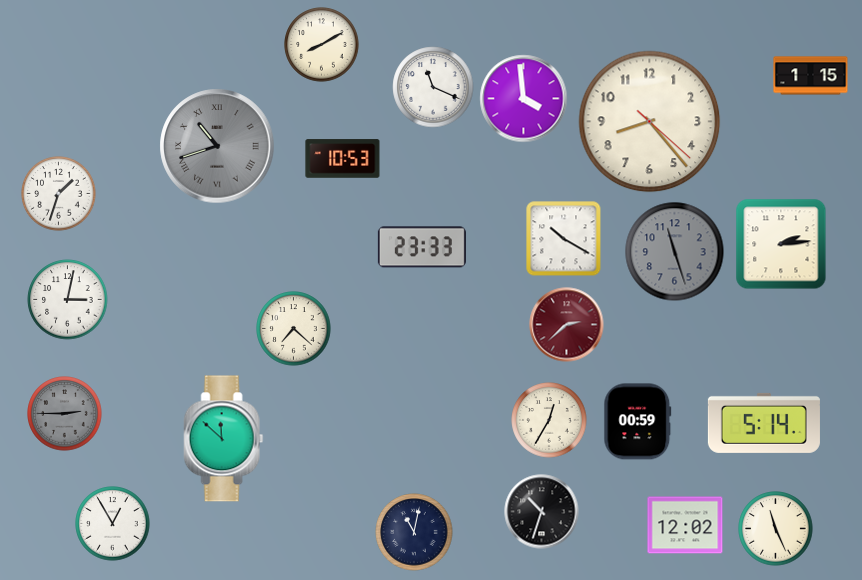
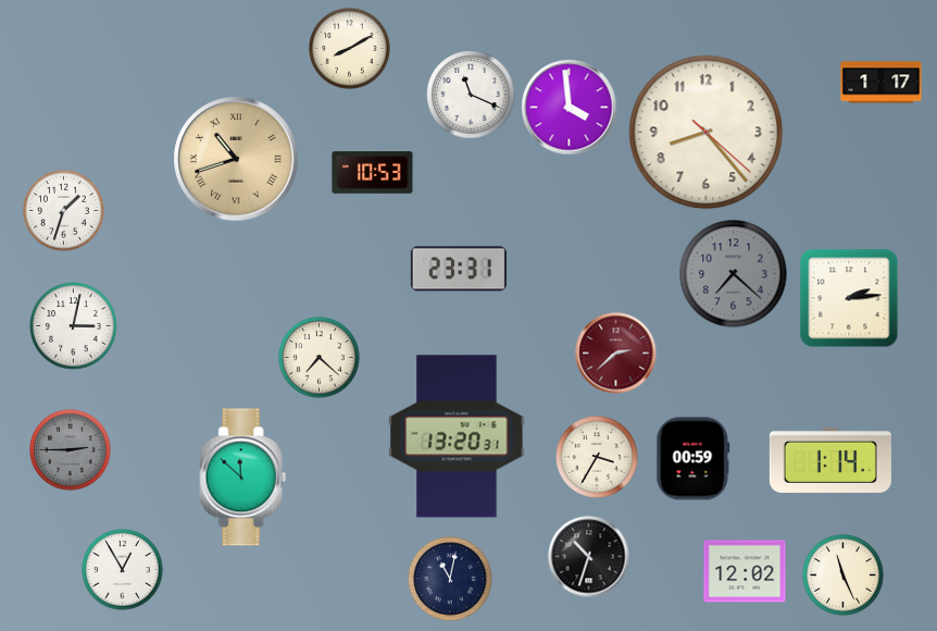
clock at (811, 76): 1:15 -> 1:17
clock at (217, 146) dial: grey -> champagne
clock at (564, 239): 10:20 -> none
clock at (781, 244) position: (781, 244) -> (849, 298)
clock at (422, 247): 23:33 -> 23:31
clock at (675, 252): 11:27 -> 7:22
clock at (457, 436): none -> 13:20
clock at (549, 420): 12:35 -> 3:35
clock at (764, 423): 5:14 -> 1:14
